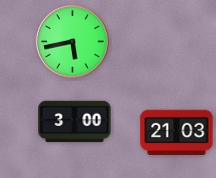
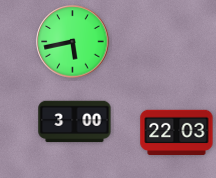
clock at (177, 133): 21:03 -> 22:03
